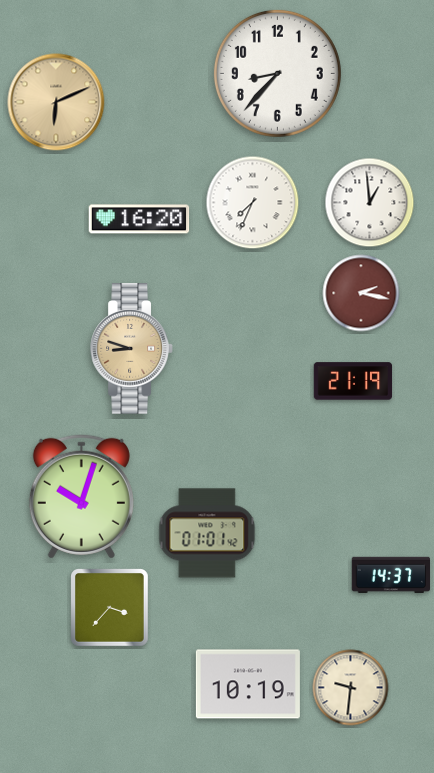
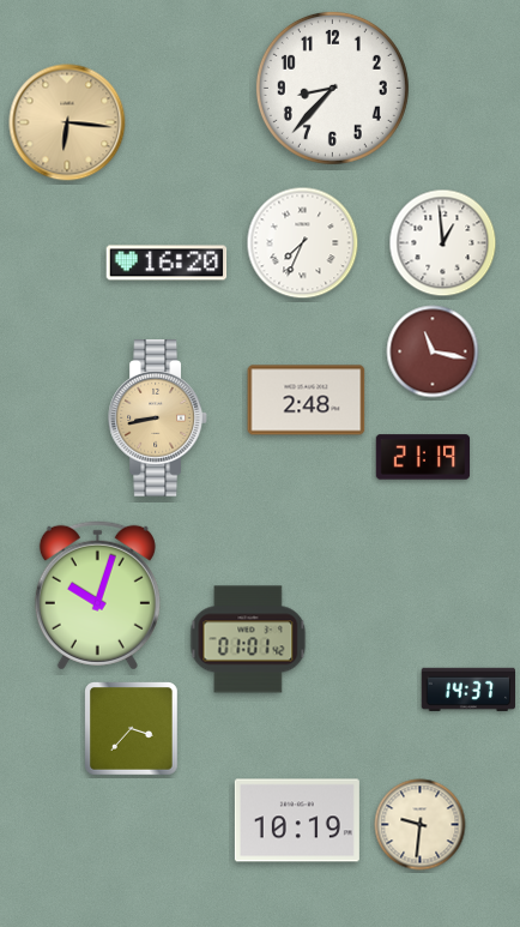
clock at (56, 102): 6:11 -> 6:16
clock at (361, 293): 2:17 -> 11:17
clock at (307, 401): none -> 2:48
clock at (132, 349): 8:48 -> 8:43
